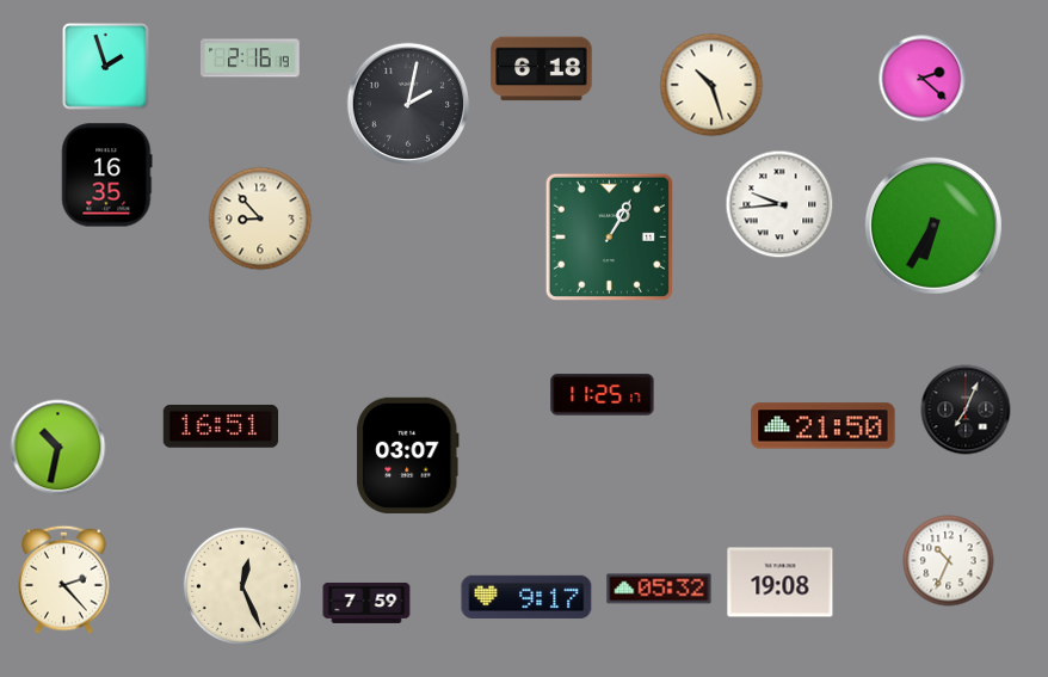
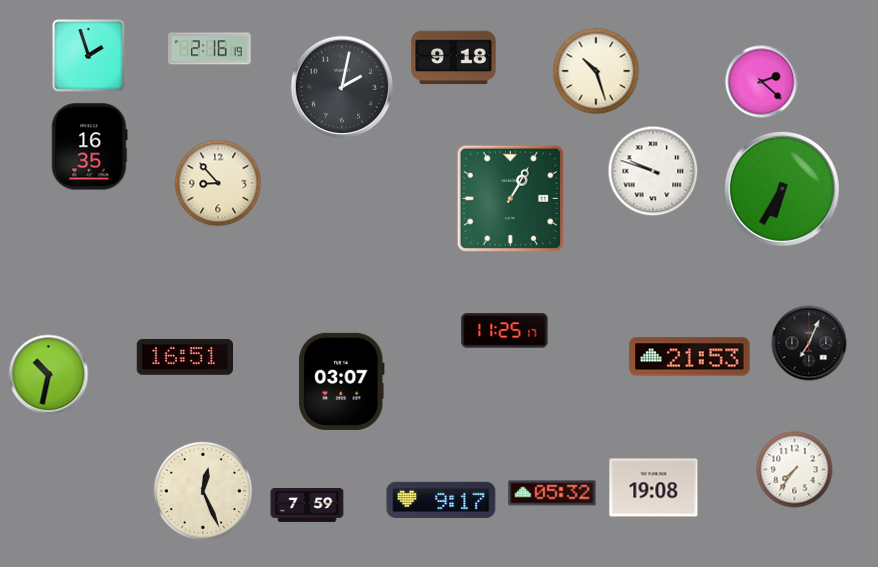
clock at (542, 69): 6:18 -> 9:18
clock at (923, 79) position: (923, 79) -> (762, 82)
clock at (779, 204): 9:44 -> 9:48
clock at (824, 426): 21:50 -> 21:53
clock at (949, 561): 10:34 -> 7:36
clock at (64, 579): 2:23 -> none
